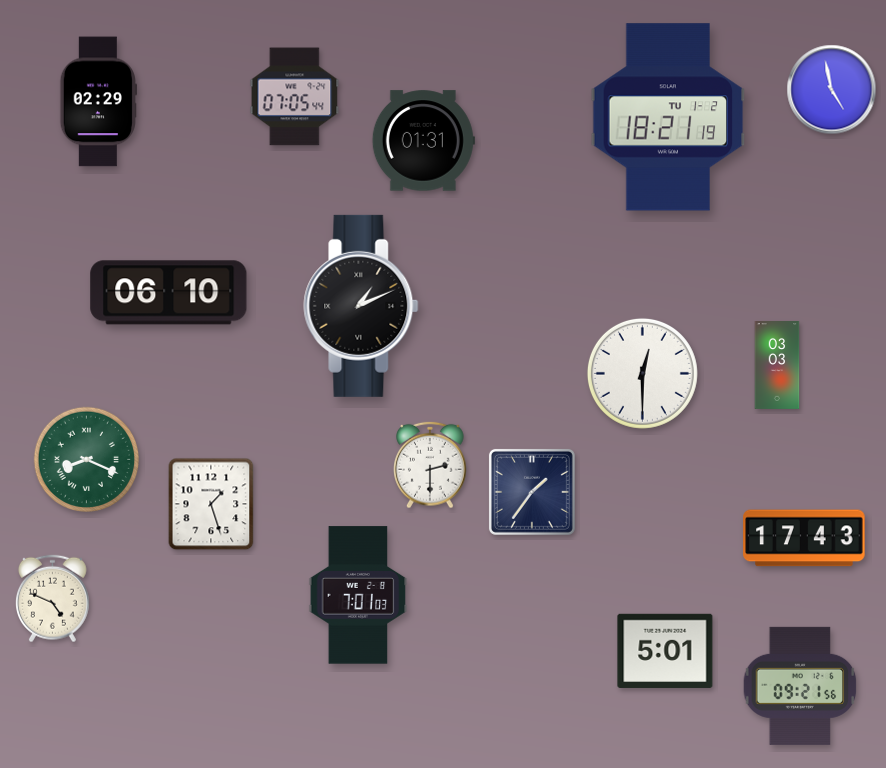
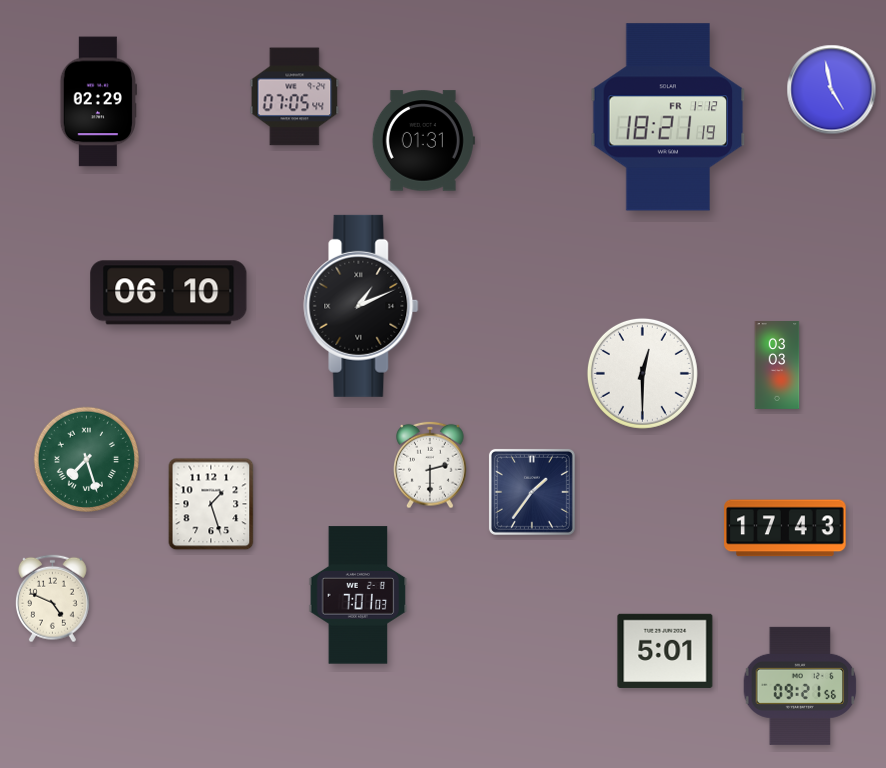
clock at (668, 117) date: TU 1-2 -> FR 1-12
clock at (86, 459): 8:19 -> 7:27
clock at (804, 538) position: (804, 538) -> (785, 528)
